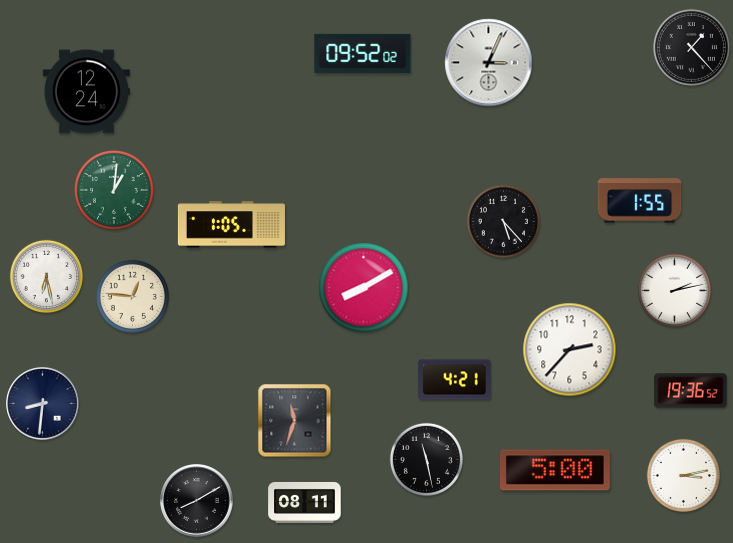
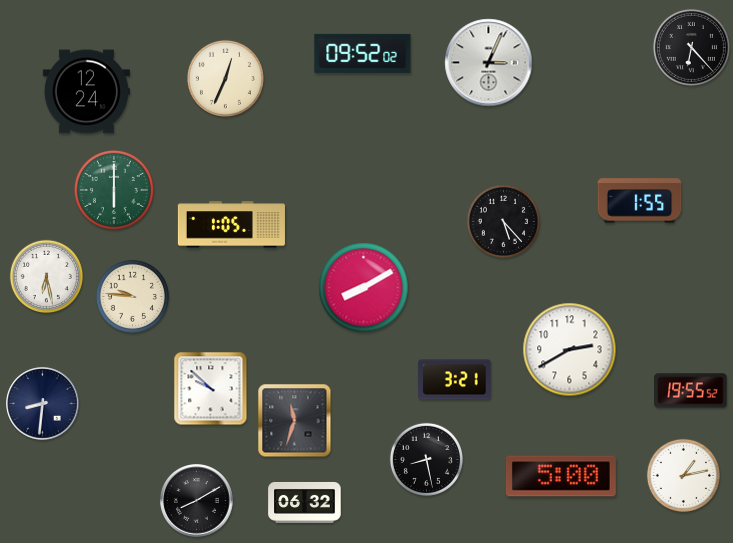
clock at (691, 47): 1:23 -> 6:23
clock at (225, 78): none -> 12:34
clock at (115, 191): 1:01 -> 6:00
clock at (674, 290): 2:13 -> none
clock at (132, 296): 12:46 -> 9:46
clock at (570, 350): 2:37 -> 2:40
clock at (455, 380): 4:21 -> 3:21
clock at (211, 389): none -> 9:52
clock at (691, 391): 19:36 -> 19:55
clock at (426, 459): 11:28 -> 8:28
clock at (555, 470) position: (555, 470) -> (561, 476)
clock at (683, 475): 3:13 -> 1:13
clock at (305, 502): 08:11 -> 06:32
